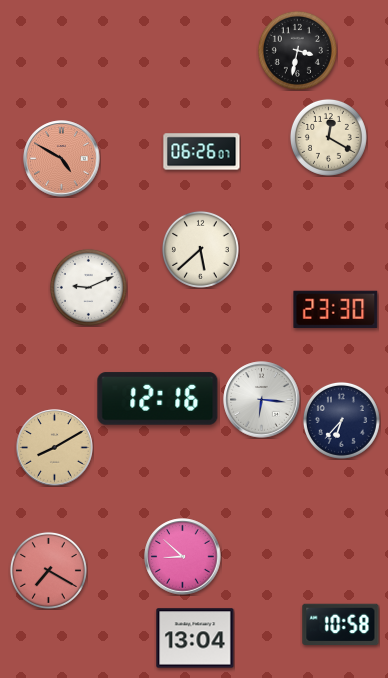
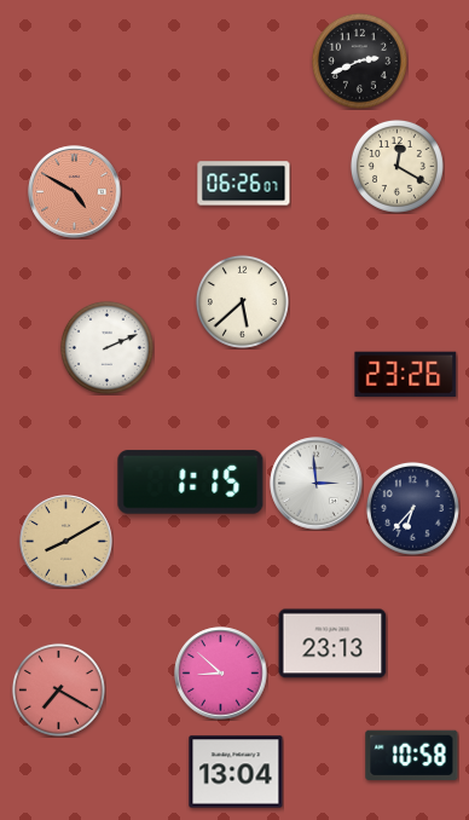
clock at (297, 50): 3:32 -> 2:41
clock at (88, 287): 9:11 -> 2:11
clock at (336, 309): 23:30 -> 23:26
clock at (158, 399): 12:16 -> 1:15
clock at (262, 400): 6:16 -> 2:59
clock at (332, 643): none -> 23:13
